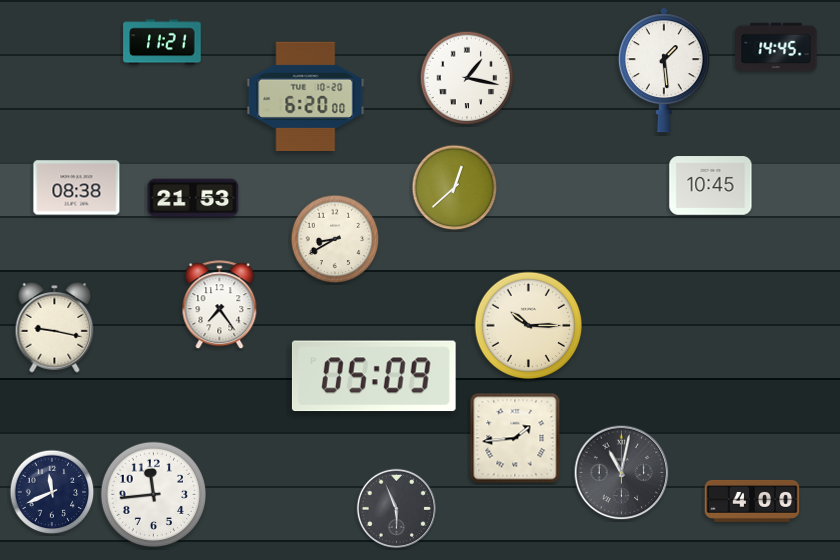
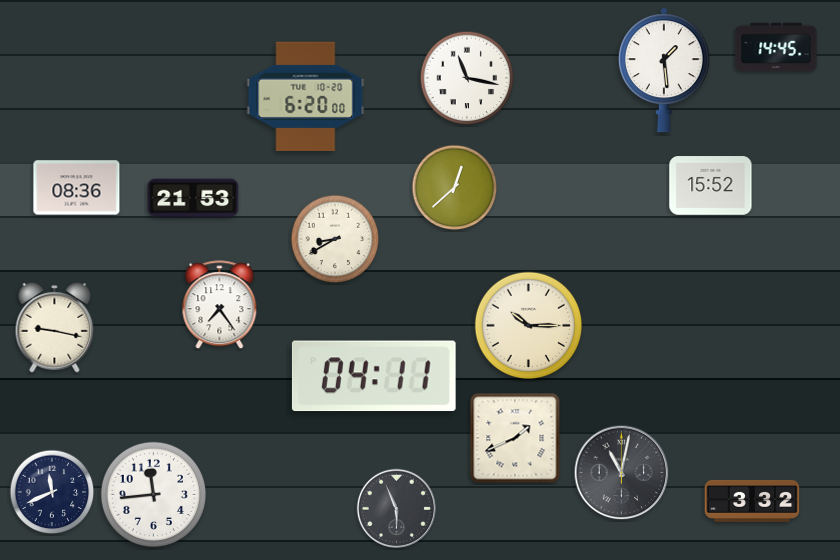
clock at (162, 42): 11:21 -> none
clock at (467, 78): 1:17 -> 11:17
clock at (711, 186): 10:45 -> 15:52
clock at (77, 188): 08:38 -> 08:36
clock at (374, 376): 05:09 -> 04:11
clock at (515, 438): 1:44 -> 1:41
clock at (752, 501): 4:00 -> 3:32
